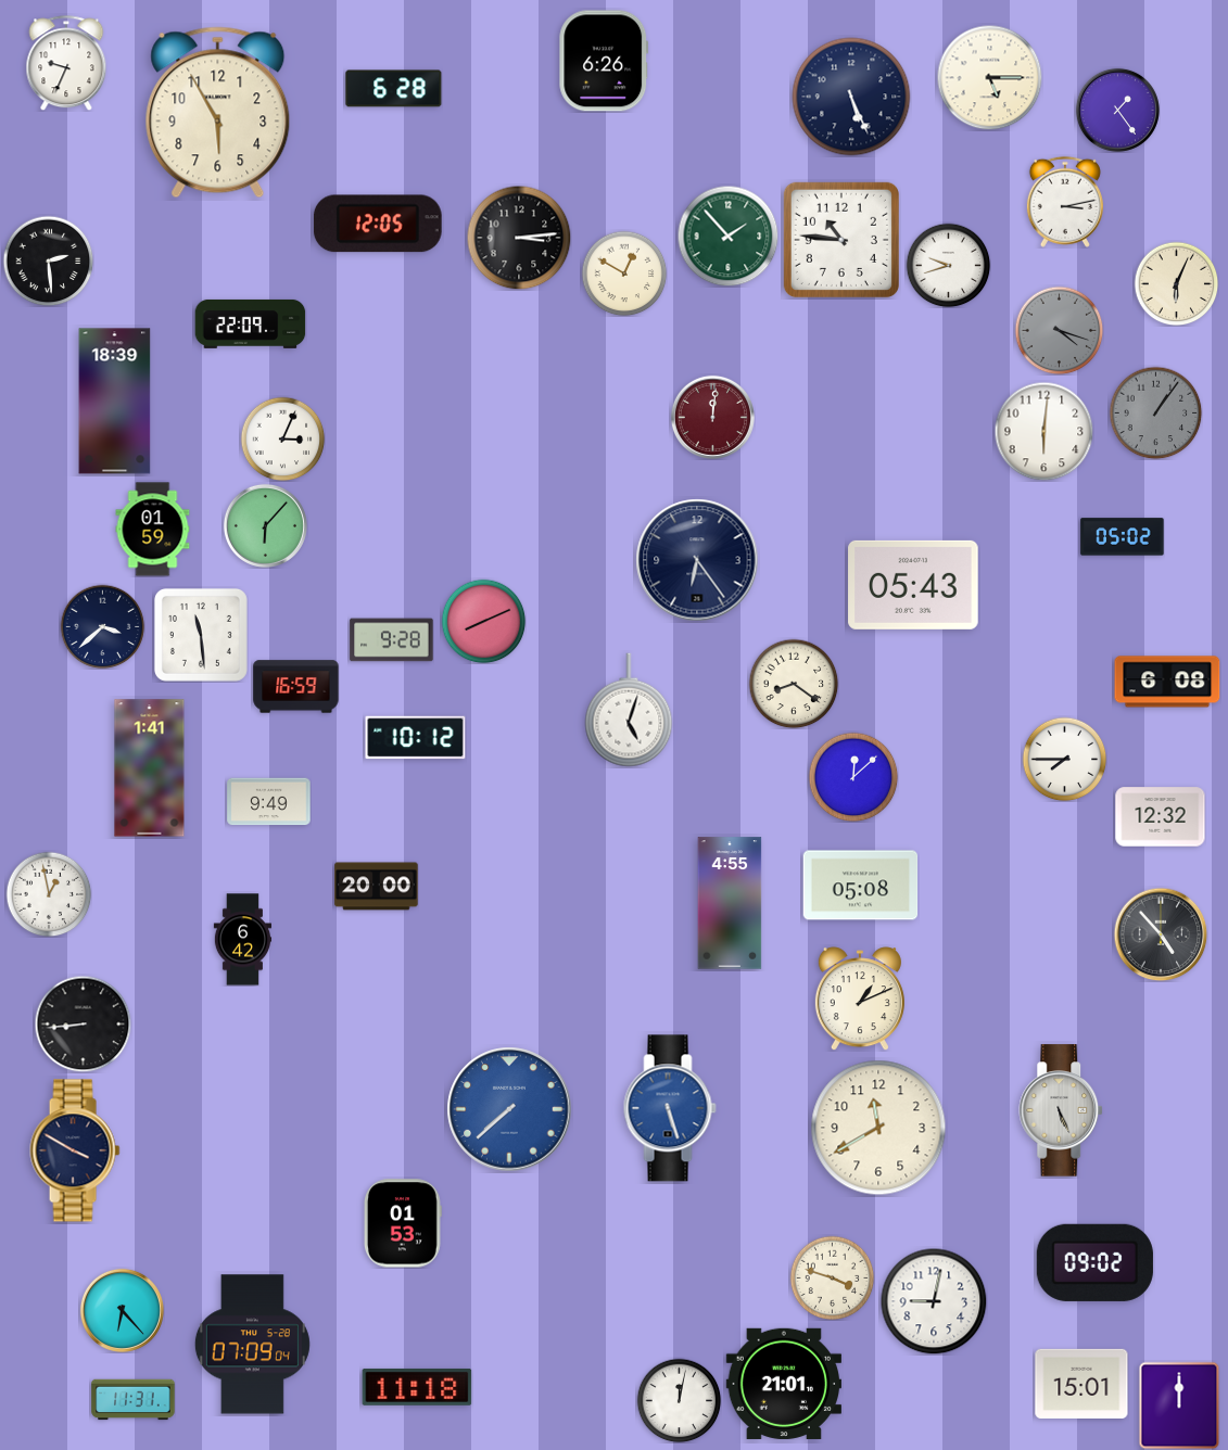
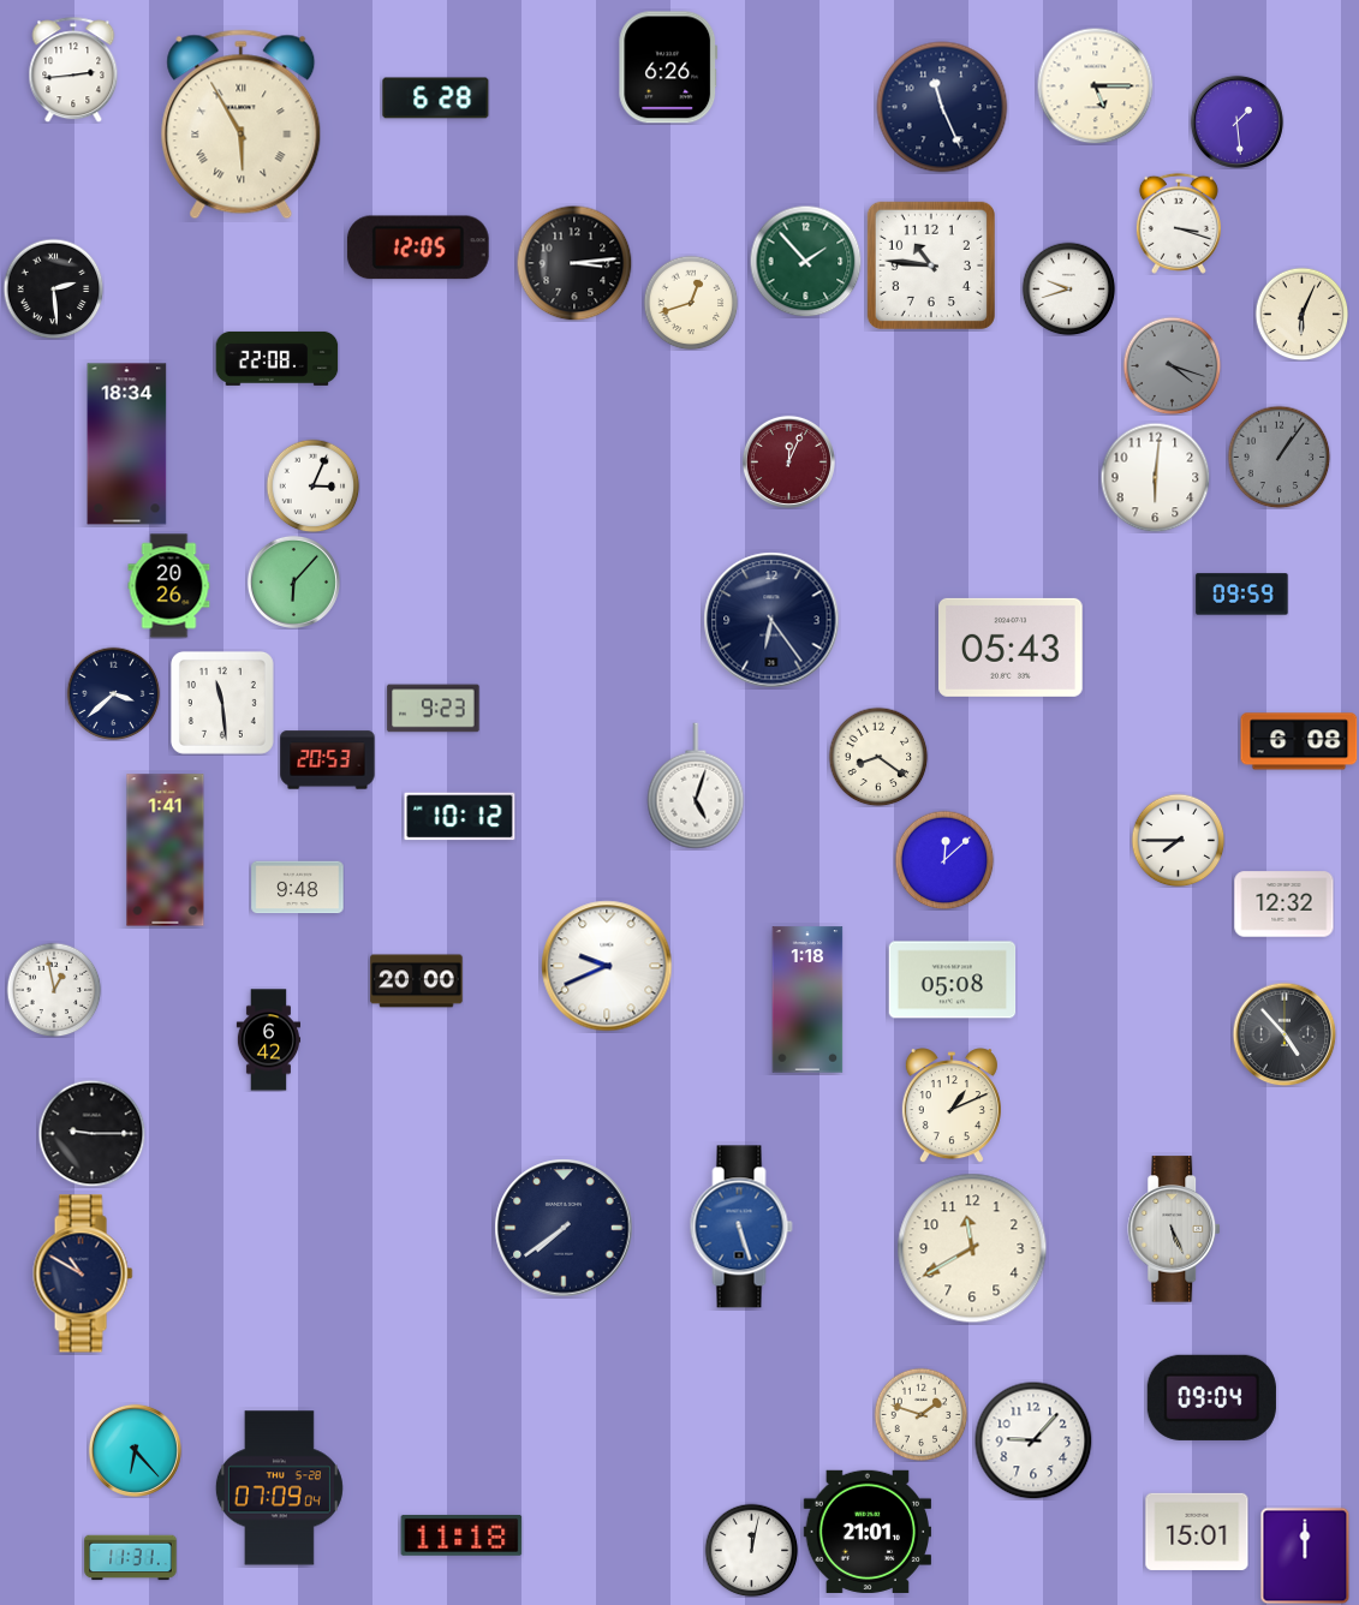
clock at (66, 63): 9:34 -> 2:44
clock at (851, 97): 5:26 -> 11:26
clock at (1117, 110): 1:24 -> 1:29
clock at (218, 113) numerals: Arabic -> Roman
clock at (1065, 202): 3:13 -> 3:18
clock at (948, 265) position: (948, 265) -> (1068, 288)
clock at (624, 274): 12:50 -> 12:42
clock at (251, 323): 22:09 -> 22:08
clock at (115, 402): 18:39 -> 18:34
clock at (712, 417): 12:01 -> 12:04
clock at (153, 530): 01:59 -> 20:26
clock at (1123, 537): 05:02 -> 09:59
clock at (483, 621): 8:11 -> none
clock at (392, 640): 9:28 -> 9:23
clock at (1167, 682) position: (1167, 682) -> (1299, 741)
clock at (296, 687): 16:59 -> 20:53
clock at (269, 802): 9:49 -> 9:48
clock at (607, 966): none -> 9:41
clock at (730, 903): 4:55 -> 1:18
clock at (83, 1023): 8:44 -> 9:15
clock at (509, 1109): 7:38 -> 7:39
clock at (509, 1109) dial: blue -> navy
clock at (75, 1150): 3:50 -> 10:50
clock at (403, 1223): 01:53 -> none
clock at (1094, 1262): 09:02 -> 09:04
clock at (832, 1277): 3:48 -> 1:48
clock at (934, 1301): 9:02 -> 9:07
clock at (134, 1400) position: (134, 1400) -> (131, 1558)
